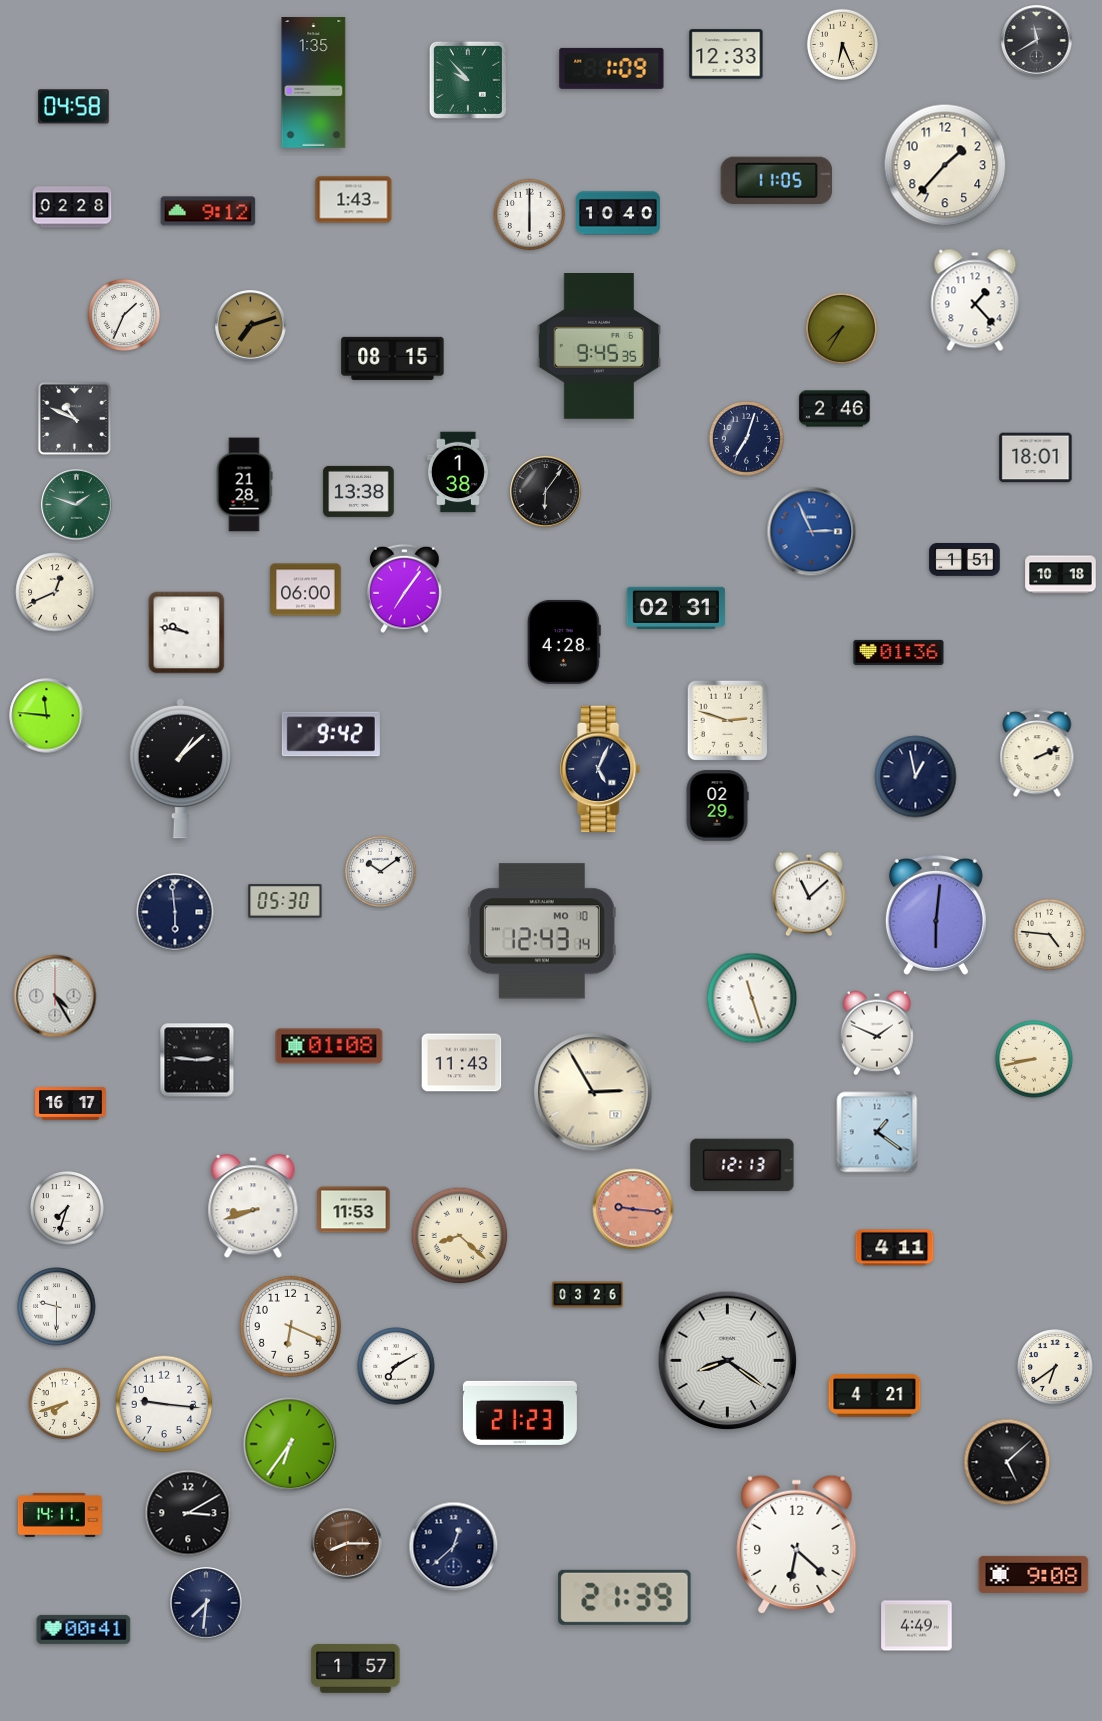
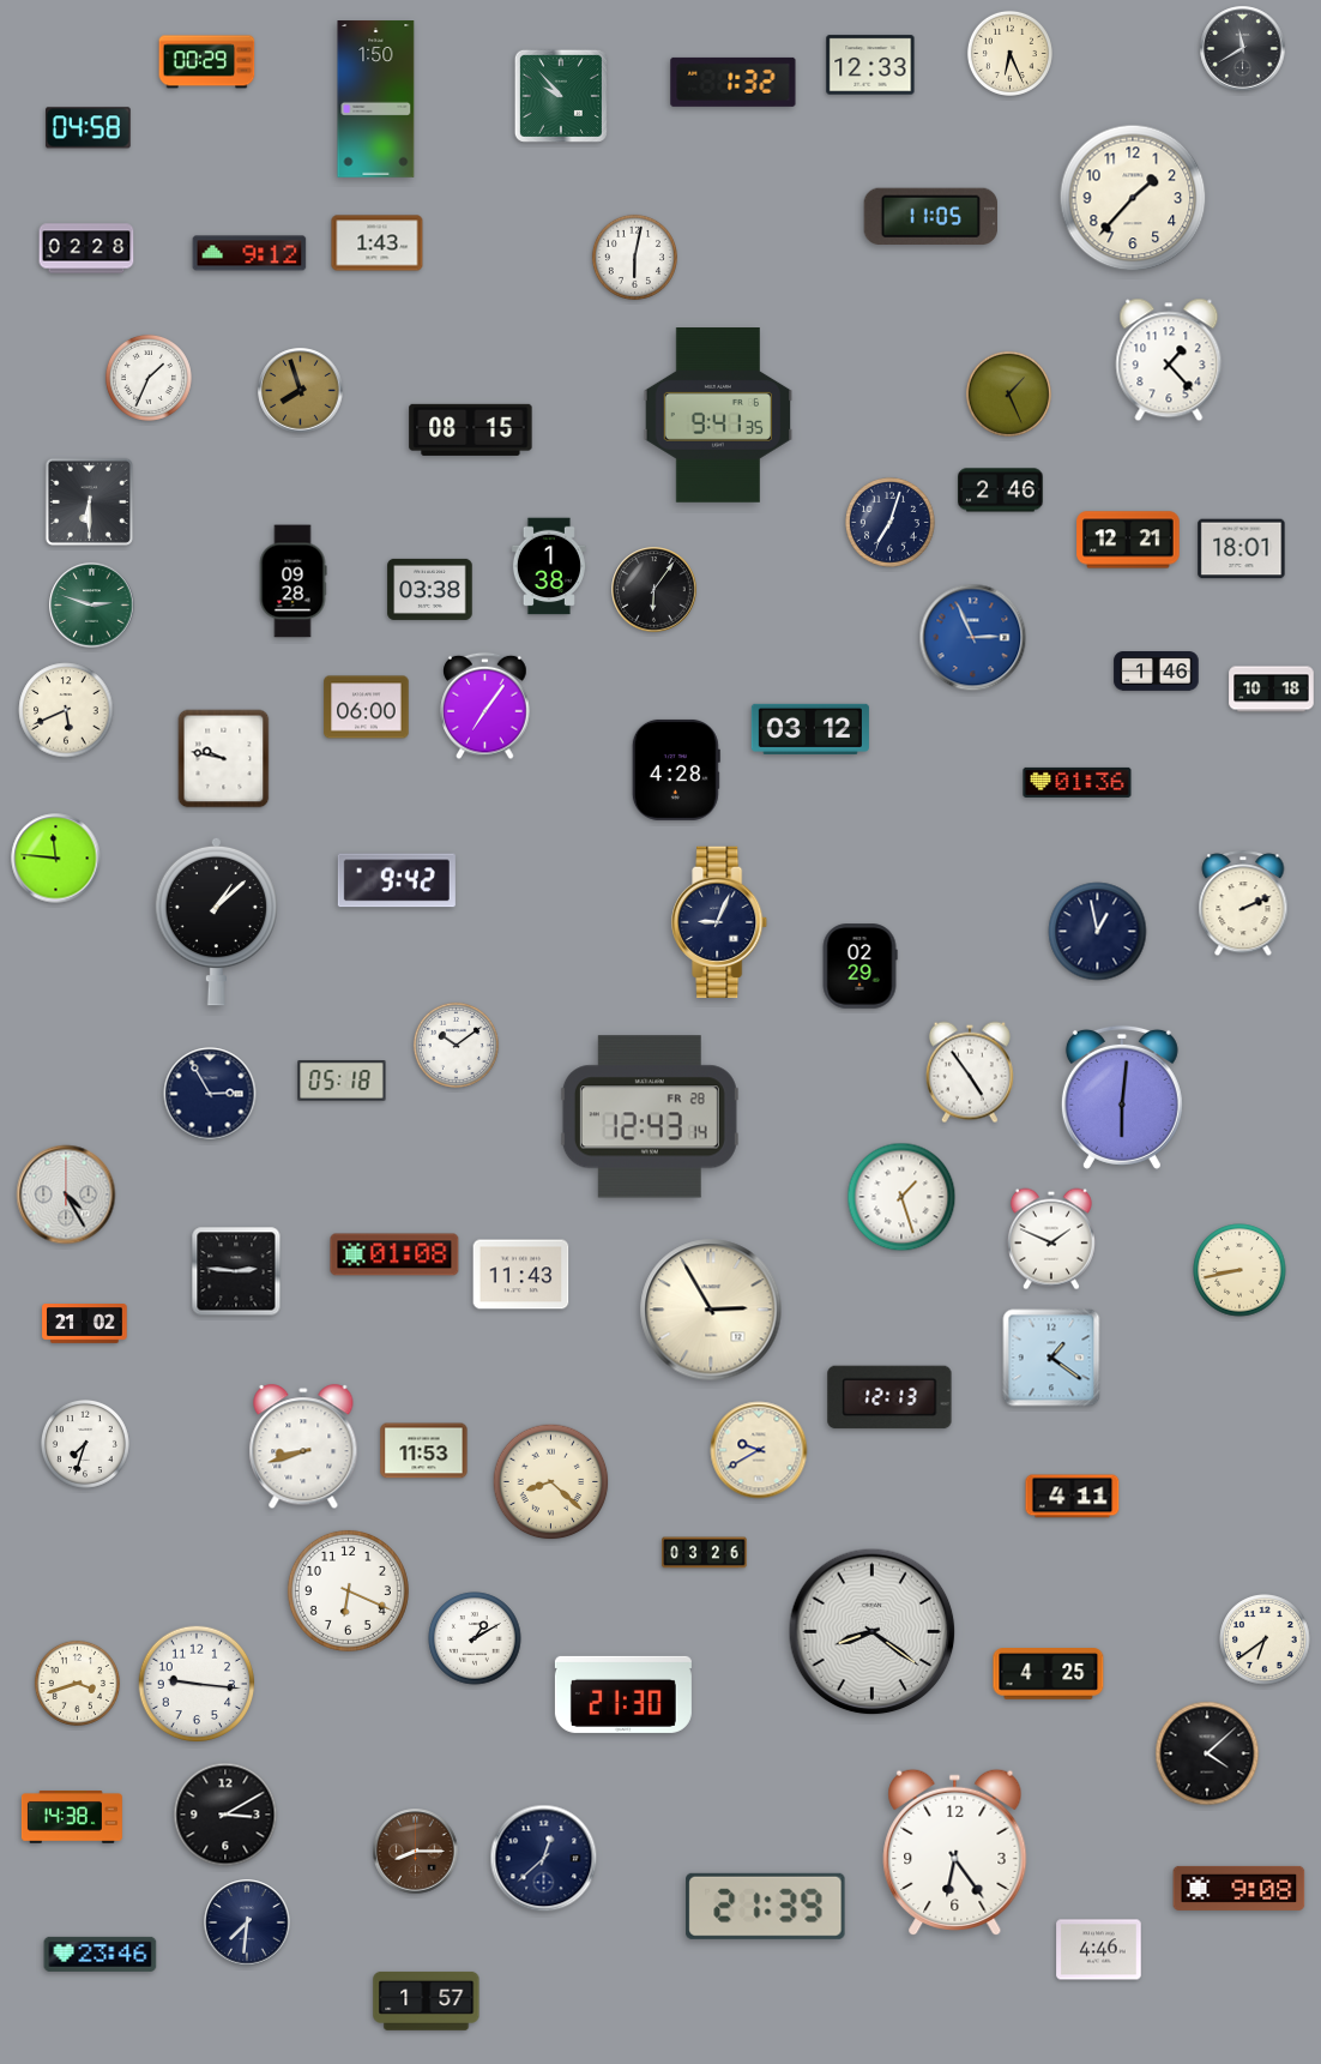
clock at (207, 62): none -> 00:29
clock at (612, 68): 1:09 -> 1:32
clock at (314, 83): 1:35 -> 1:50
clock at (354, 200) position: (354, 200) -> (378, 243)
clock at (618, 213): 10:40 -> none
clock at (529, 214): 6:00 -> 6:02
clock at (251, 326): 7:12 -> 7:57
clock at (841, 328): 7:35 -> 1:26
clock at (599, 347): 9:45 -> 9:41
clock at (74, 418): 10:49 -> 6:30
clock at (747, 439) position: (747, 439) -> (891, 523)
clock at (1128, 540): none -> 12:21
clock at (244, 485): 21:28 -> 09:28
clock at (359, 491): 13:38 -> 03:38
clock at (77, 505): 1:48 -> 2:48
clock at (965, 560): 1:51 -> 1:46
clock at (55, 592): 12:41 -> 5:41
clock at (676, 608): 02:31 -> 03:12
clock at (728, 721): 2:48 -> none
clock at (601, 769): 5:04 -> 9:04
clock at (809, 894): 11:08 -> 4:54
clock at (285, 901): 05:30 -> 05:18
clock at (175, 912): 5:59 -> 2:55
clock at (542, 931) date: MO 10 -> FR 28
clock at (1049, 934): 4:46 -> none
clock at (752, 998): 11:27 -> 1:27
clock at (462, 1063) position: (462, 1063) -> (521, 1275)
clock at (71, 1104): 16:17 -> 21:02
clock at (67, 1208) position: (67, 1208) -> (85, 1444)
clock at (633, 1209): 9:16 -> 9:40
clock at (633, 1209) dial: salmon -> cream
clock at (57, 1307): 9:30 -> none
clock at (396, 1366): 7:10 -> 1:10
clock at (875, 1396): 4:21 -> 4:25
clock at (64, 1403): 7:42 -> 3:42
clock at (520, 1413): 21:23 -> 21:30
clock at (290, 1444): 6:36 -> none
clock at (1007, 1462): 5:08 -> 4:08
clock at (60, 1515): 14:11 -> 14:38
clock at (797, 1545): 6:22 -> 6:24
clock at (454, 1547) position: (454, 1547) -> (544, 1859)
clock at (625, 1597) position: (625, 1597) -> (766, 1906)
clock at (917, 1626): 4:49 -> 4:46
clock at (84, 1629): 00:41 -> 23:46
